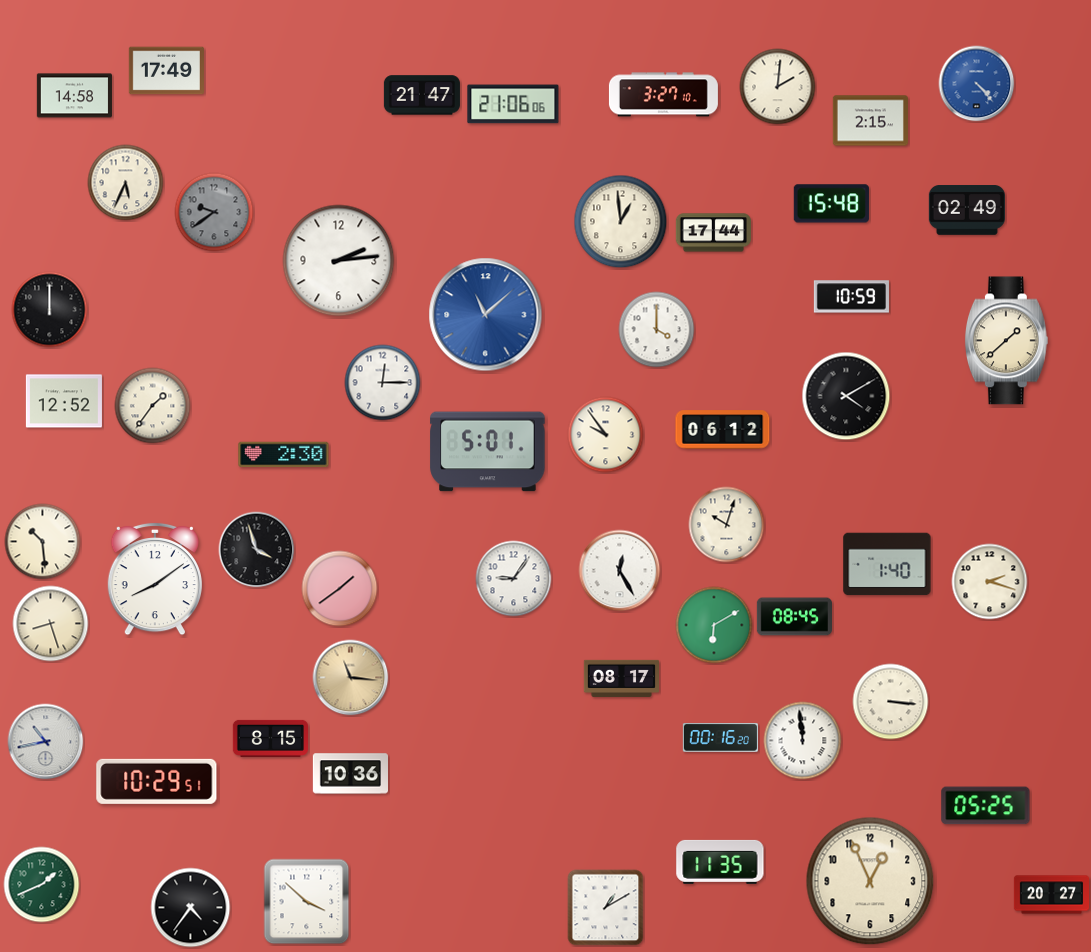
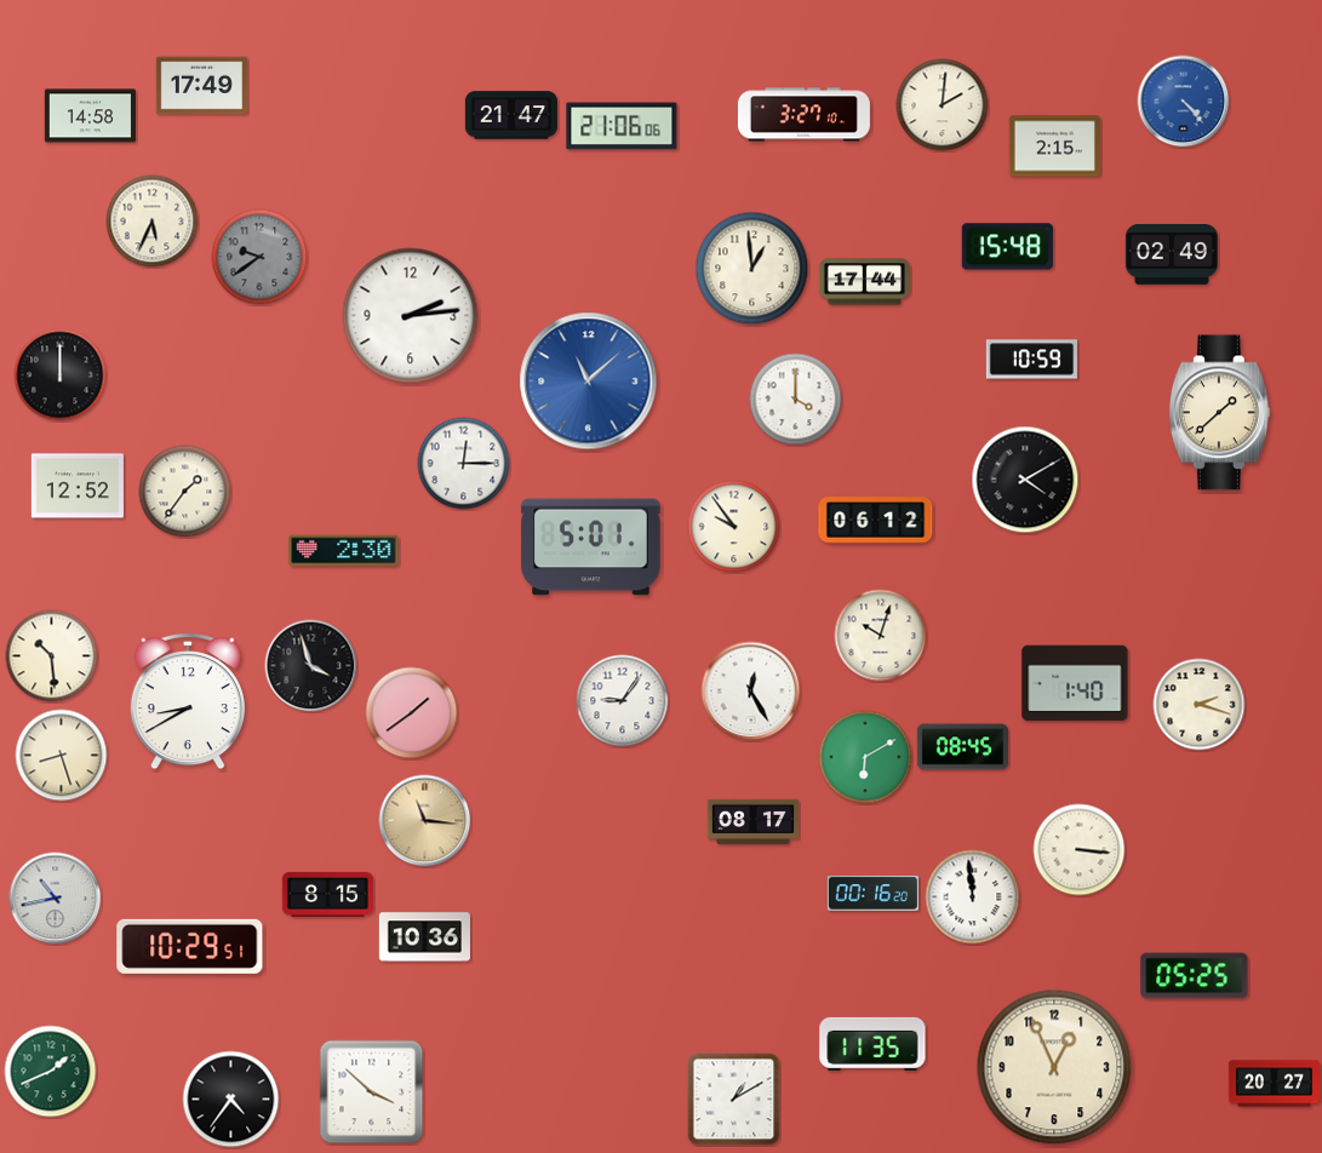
clock at (155, 579): 8:09 -> 8:40
